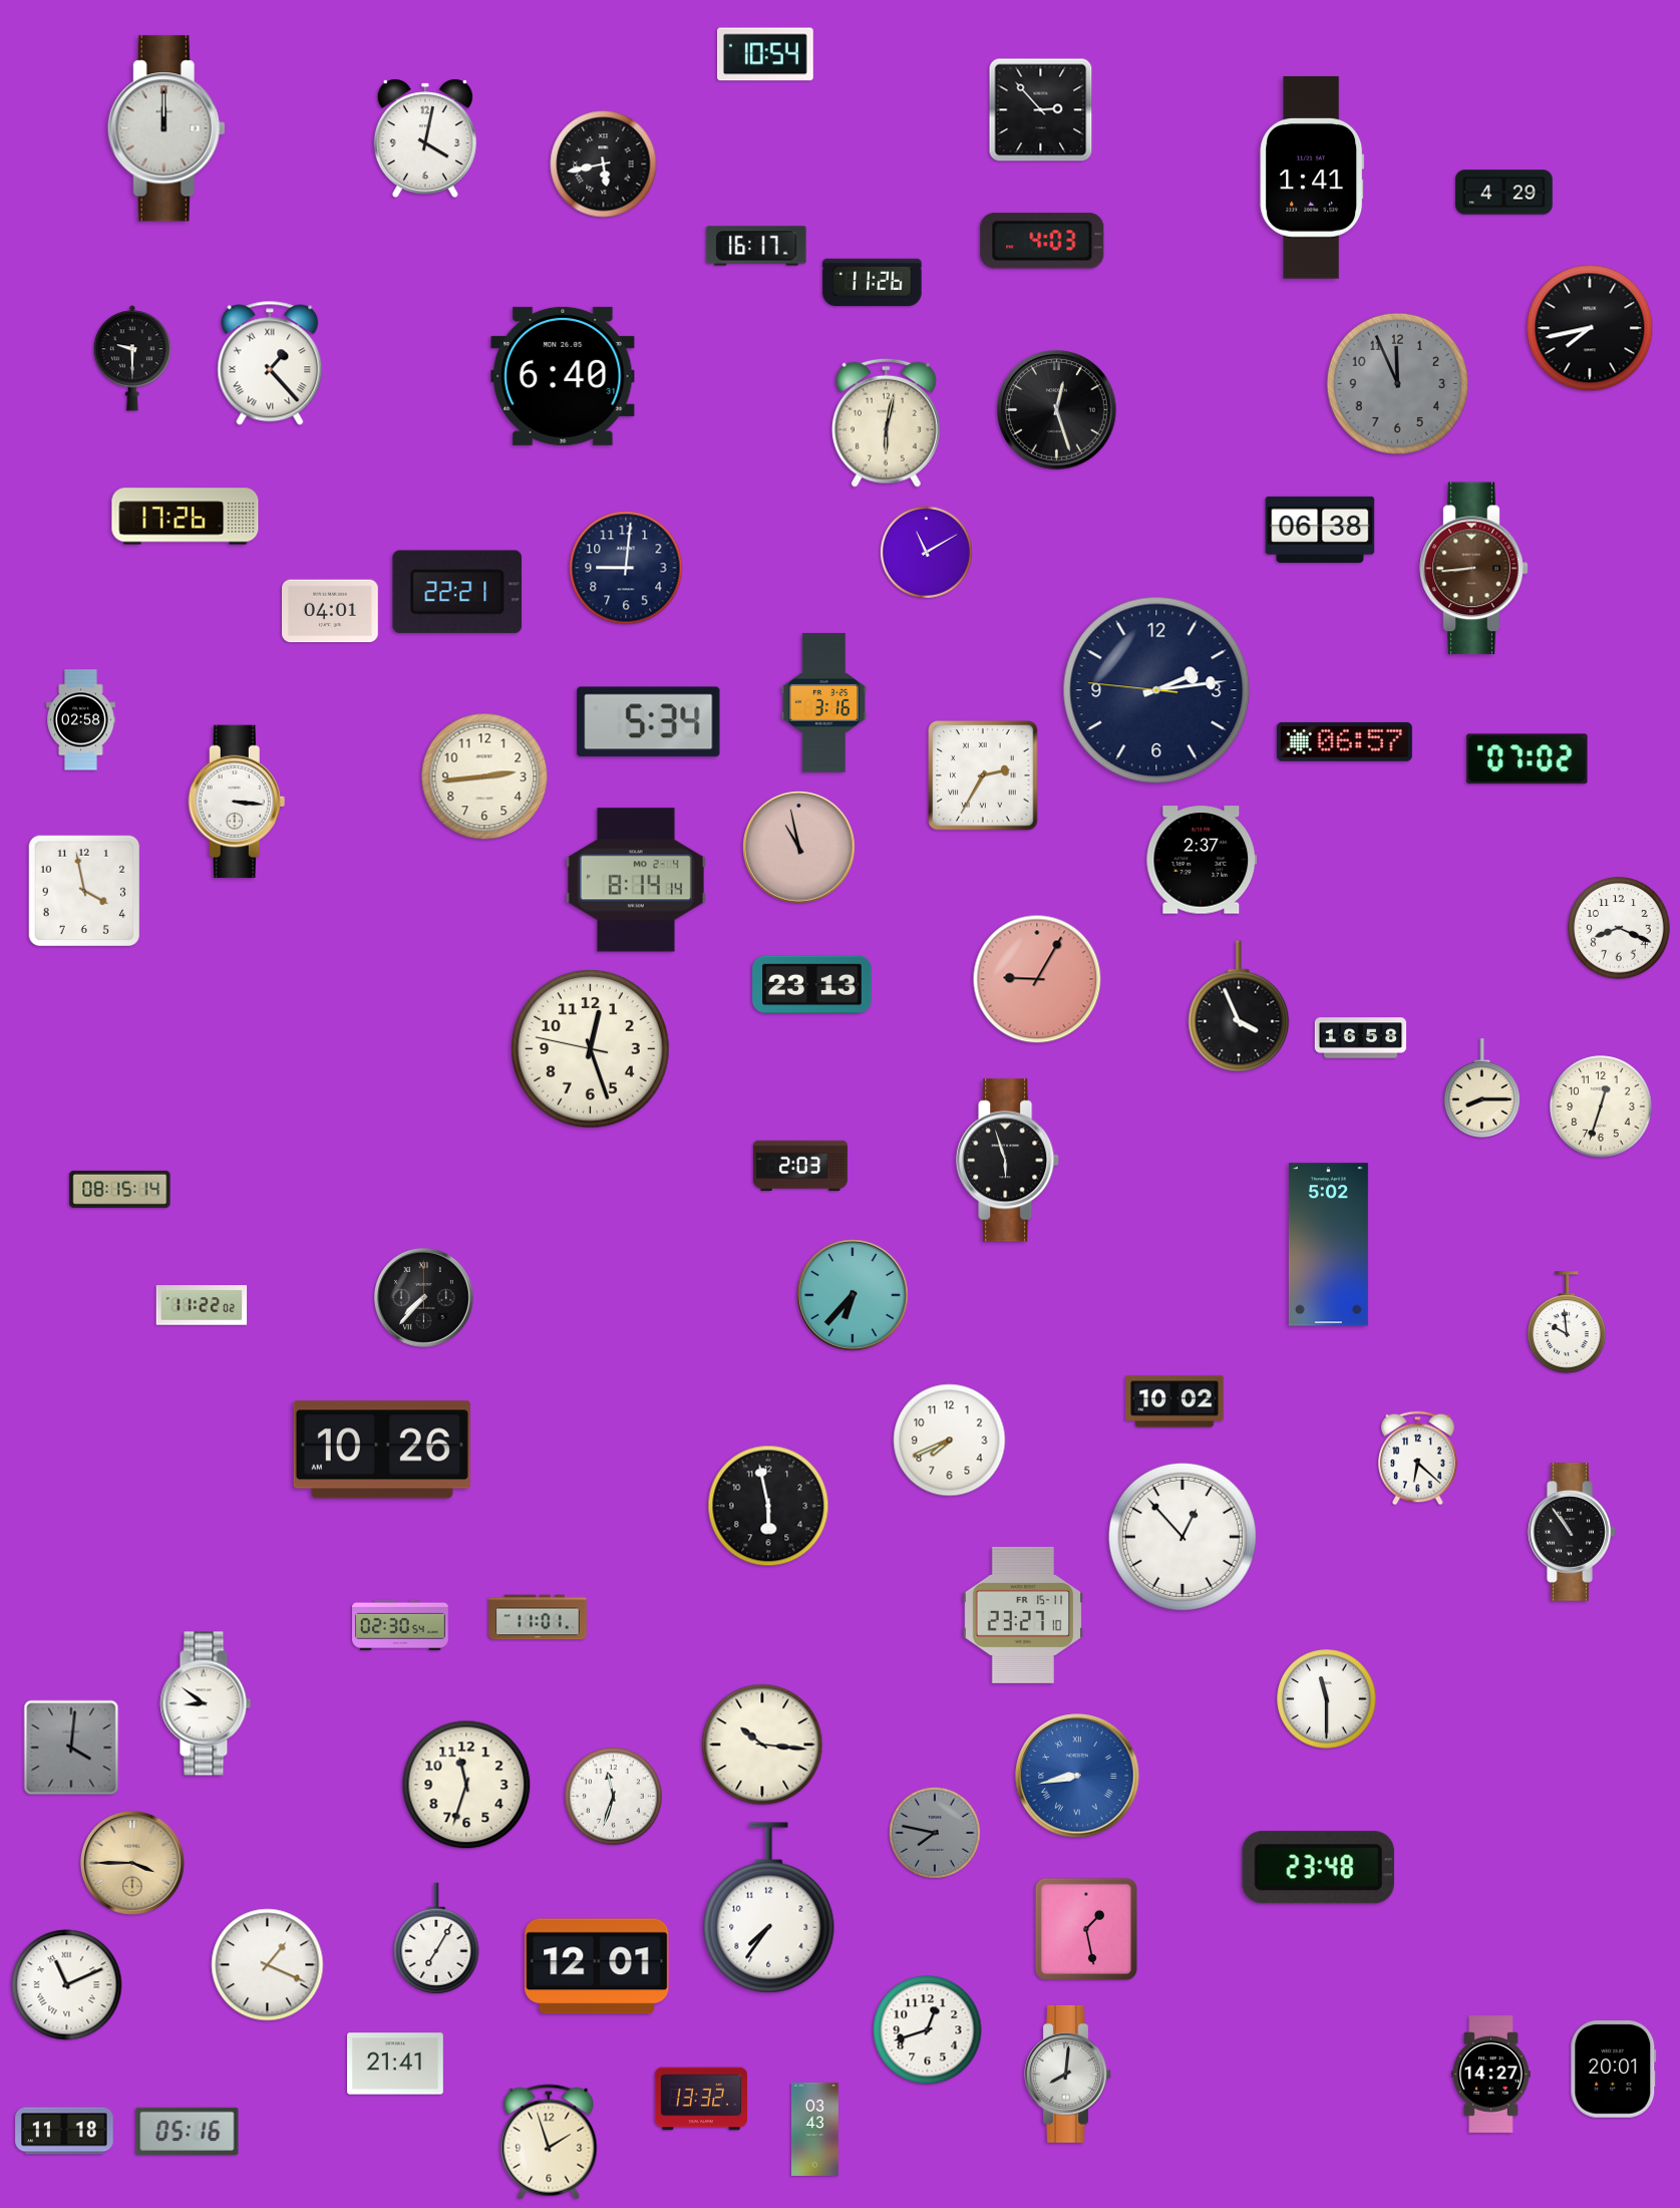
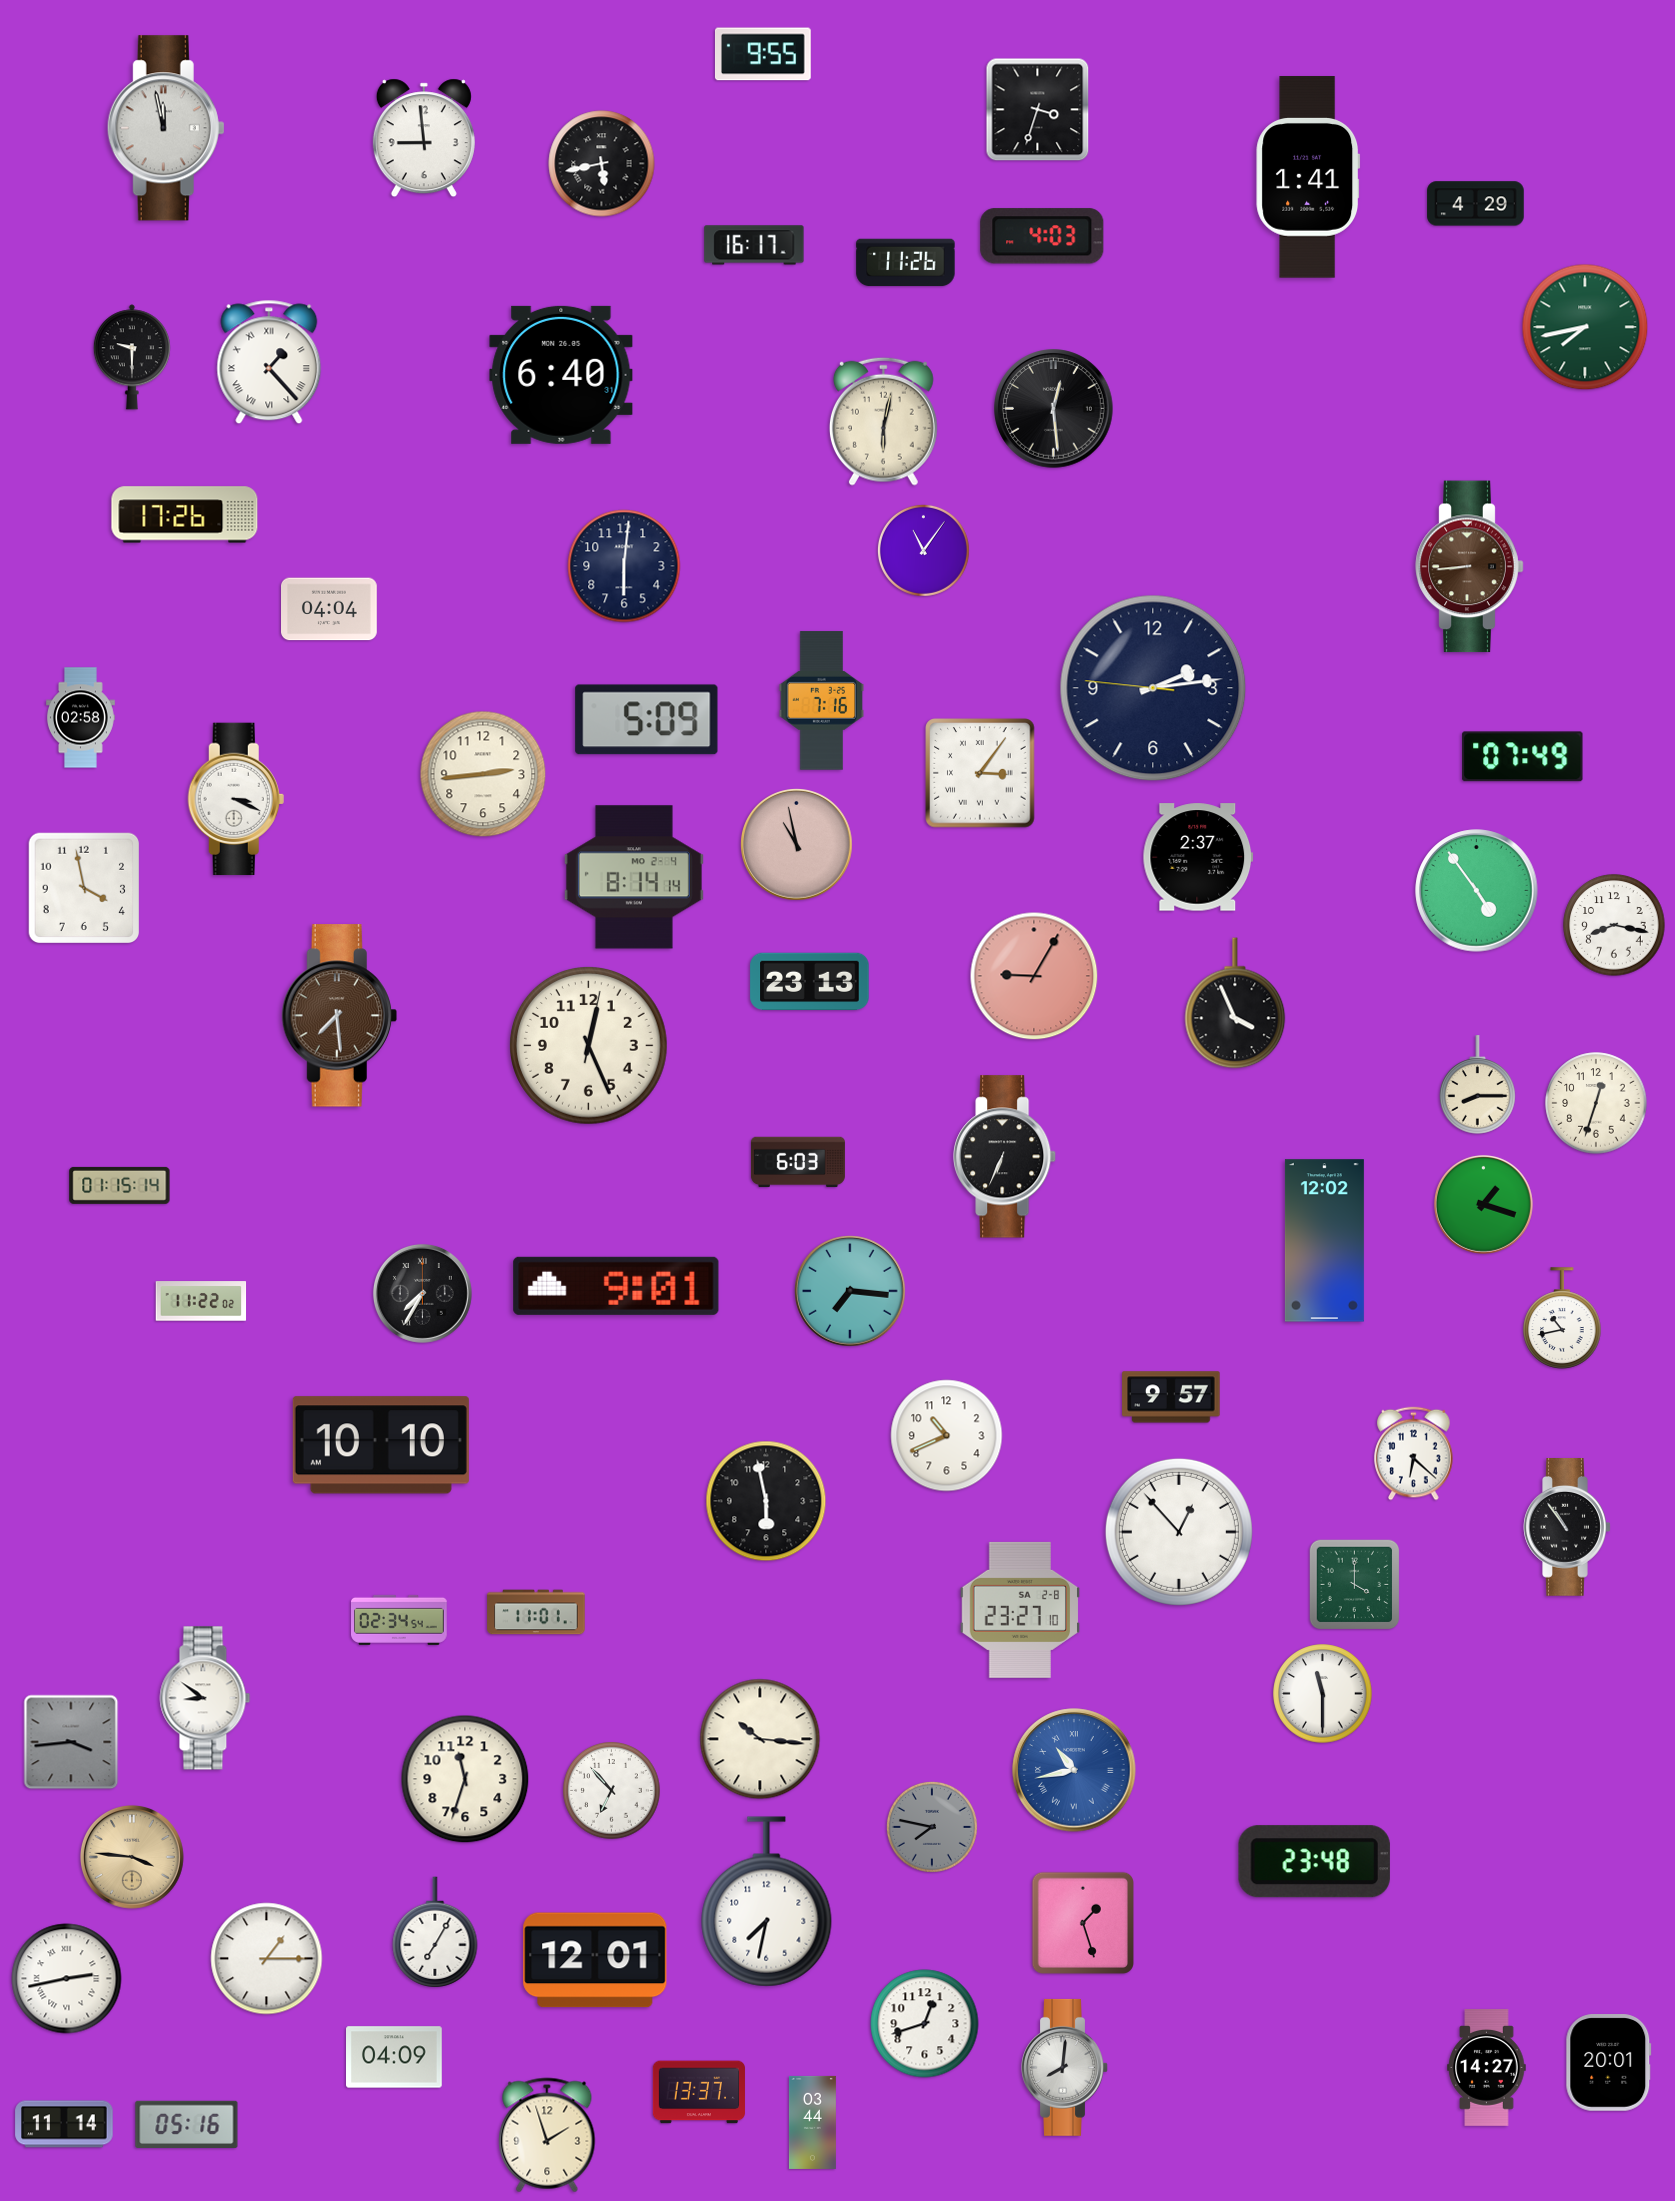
clock at (765, 54): 10:54 -> 9:55
clock at (1041, 110): 2:53 -> 3:33
clock at (166, 128): 12:00 -> 11:58
clock at (425, 138): 4:02 -> 8:59
clock at (1504, 193) position: (1504, 193) -> (1476, 204)
clock at (1042, 241) position: (1042, 241) -> (1042, 236)
clock at (873, 283) position: (873, 283) -> (906, 263)
clock at (1590, 328) dial: black -> green
clock at (1397, 383): 11:56 -> none
clock at (1057, 410): 12:27 -> 12:29
clock at (1320, 530): 06:38 -> none
clock at (926, 552): 11:10 -> 11:06
clock at (626, 568): 9:01 -> 6:01
clock at (457, 592): 22:21 -> none
clock at (331, 611): 04:01 -> 04:04
clock at (824, 703): 3:16 -> 7:16
clock at (649, 722): 5:34 -> 5:09
clock at (1344, 741): 06:57 -> none
clock at (1528, 759): 07:02 -> 07:49
clock at (983, 775): 2:35 -> 3:06
clock at (237, 802): 3:16 -> 3:19
clock at (1477, 891): none -> 4:54
clock at (1619, 928): 8:19 -> 8:17
clock at (339, 1016): none -> 7:29
clock at (1361, 1038): 16:58 -> none
clock at (591, 1049): 12:26:47 -> 12:26:02
clock at (1009, 1161): 5:57 -> 6:34
clock at (800, 1166): 2:03 -> 6:03
clock at (120, 1189): 08:15 -> 01:15
clock at (1483, 1204): none -> 1:18
clock at (1328, 1245): 5:02 -> 12:02
clock at (616, 1286): none -> 9:01
clock at (854, 1296): 6:37 -> 7:16
clock at (423, 1297): 7:37 -> 7:35
clock at (1567, 1322): 9:59 -> 10:43
clock at (1174, 1401): 10:02 -> 9:57
clock at (950, 1441): 7:41 -> 10:41
clock at (382, 1450): 10:26 -> 10:10
clock at (1355, 1585): none -> 4:00
clock at (1023, 1615) date: FR 15-11 -> SA 2-8
clock at (401, 1625): 02:30 -> 02:34
clock at (71, 1748): 4:01 -> 3:44
clock at (1077, 1776): 8:43 -> 10:43
clock at (614, 1797): 11:33 -> 6:53
clock at (132, 1863): 3:45 -> 3:46
clock at (769, 1908): 7:36 -> 7:32
clock at (1085, 1928): 1:28 -> 1:27
clock at (268, 1965): 1:19 -> 1:15
clock at (67, 1985): 11:11 -> 2:43
clock at (396, 2064): 21:41 -> 04:09
clock at (700, 2099): 13:32 -> 13:37
clock at (814, 2129): 03:43 -> 03:44
clock at (64, 2131): 11:18 -> 11:14
